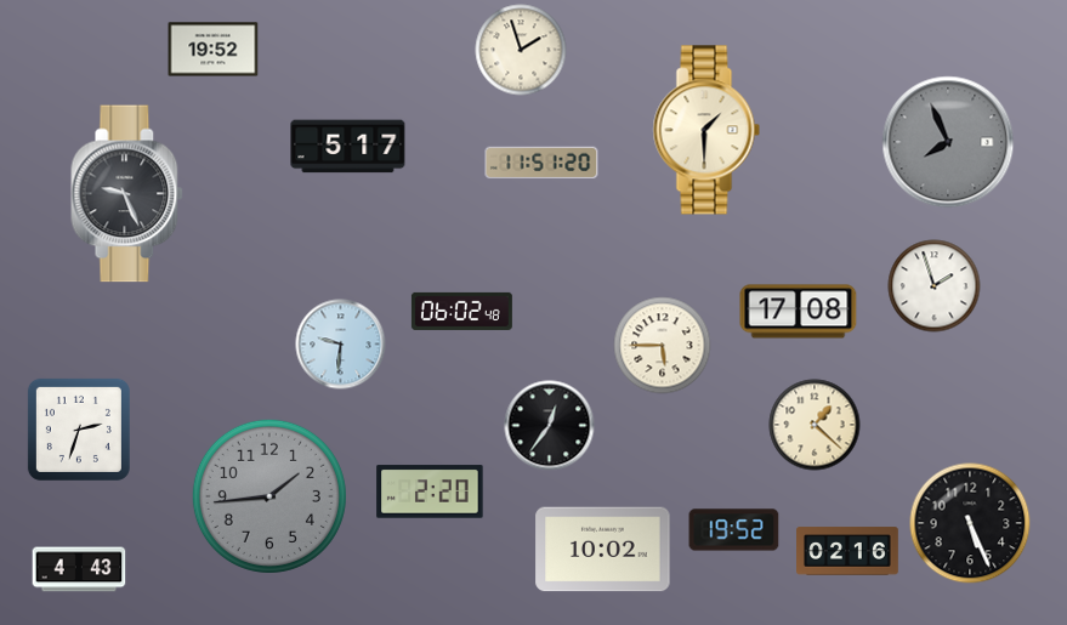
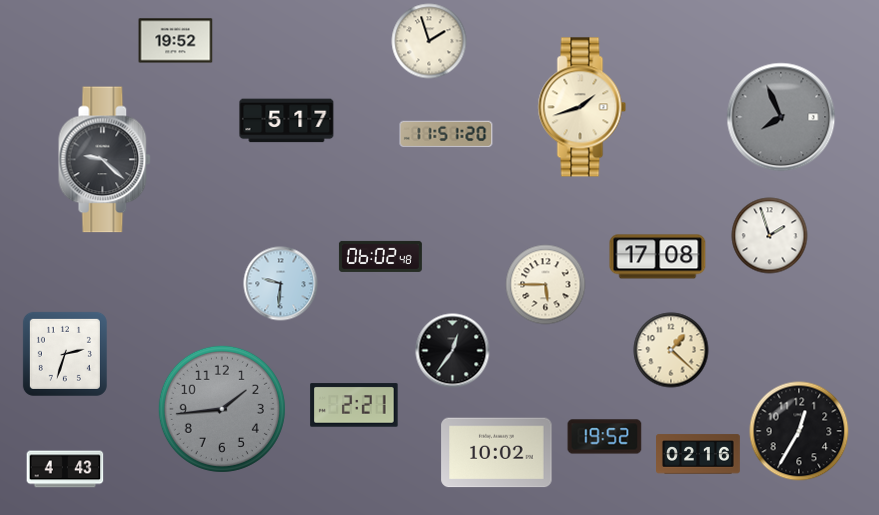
clock at (706, 130): 1:30 -> 1:42
clock at (127, 194): 9:26 -> 9:22
clock at (430, 492): 2:20 -> 2:21
clock at (970, 523): 5:26 -> 12:35
